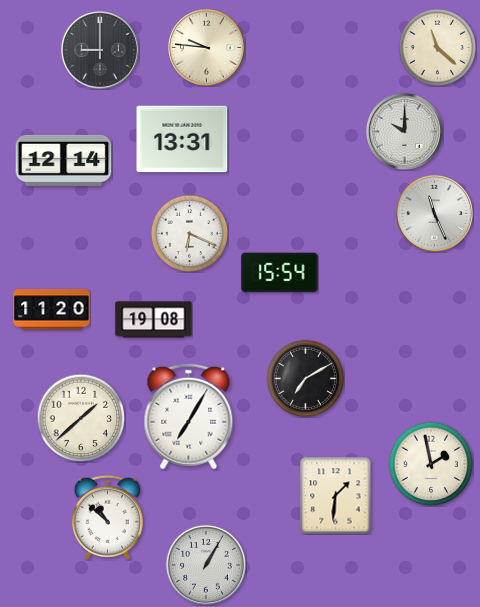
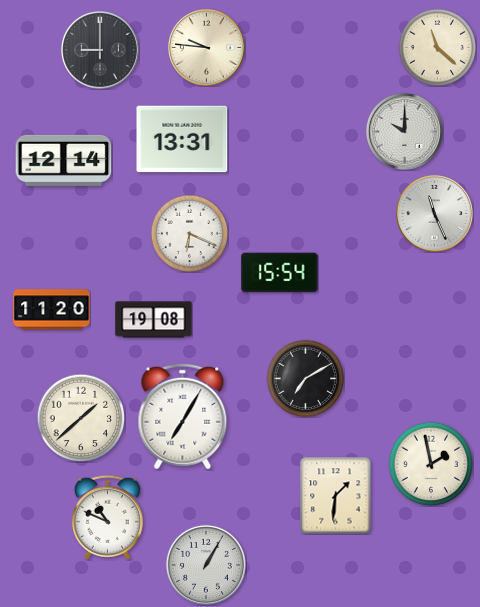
clock at (189, 417) position: (189, 417) -> (183, 417)
clock at (107, 517): 10:52 -> 10:49
